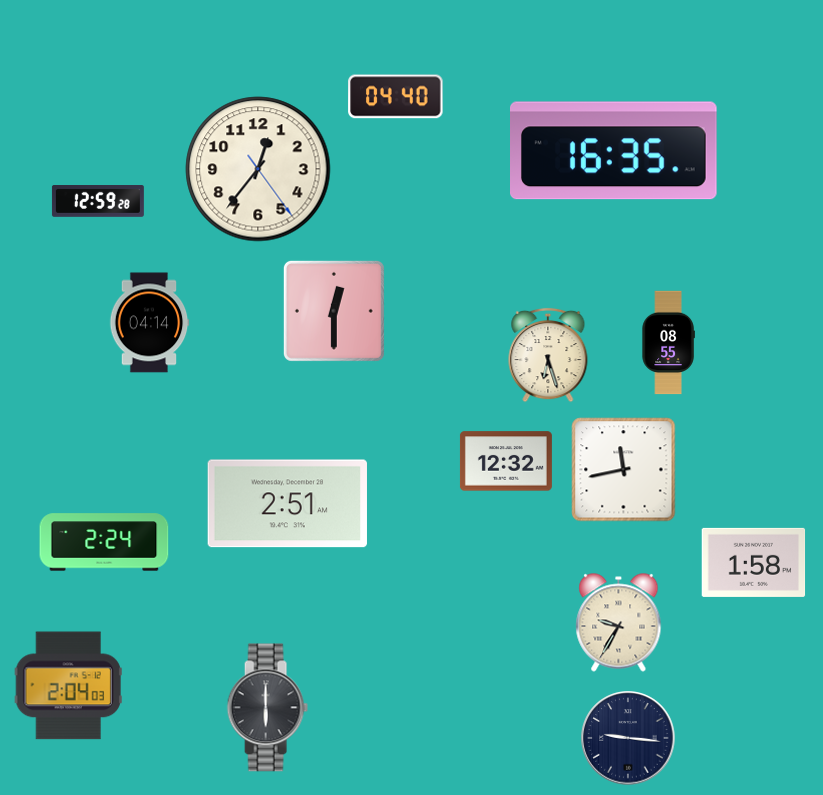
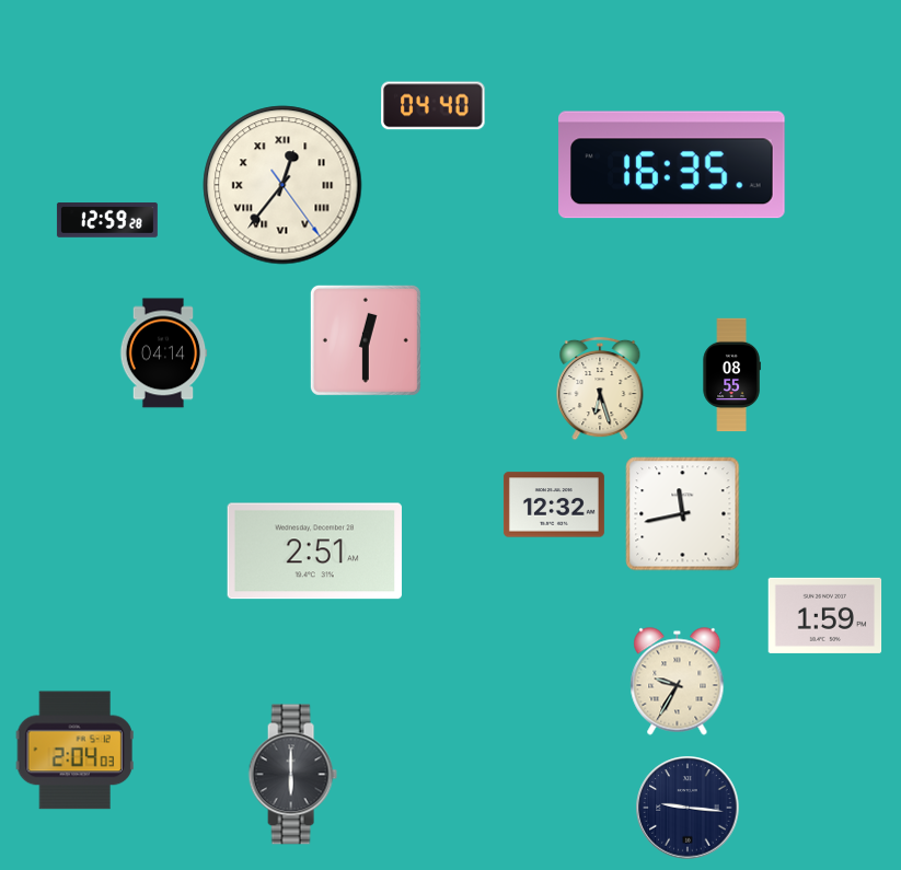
clock at (258, 169) numerals: Arabic -> Roman
clock at (104, 542): 2:24 -> none
clock at (754, 562): 1:58 -> 1:59
